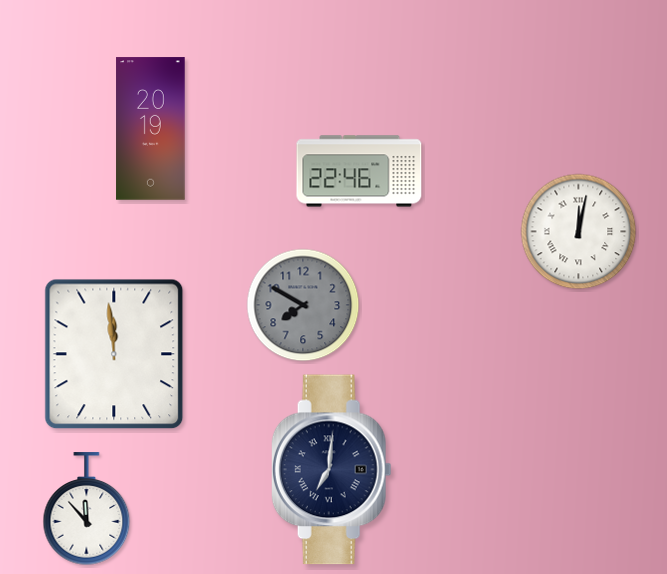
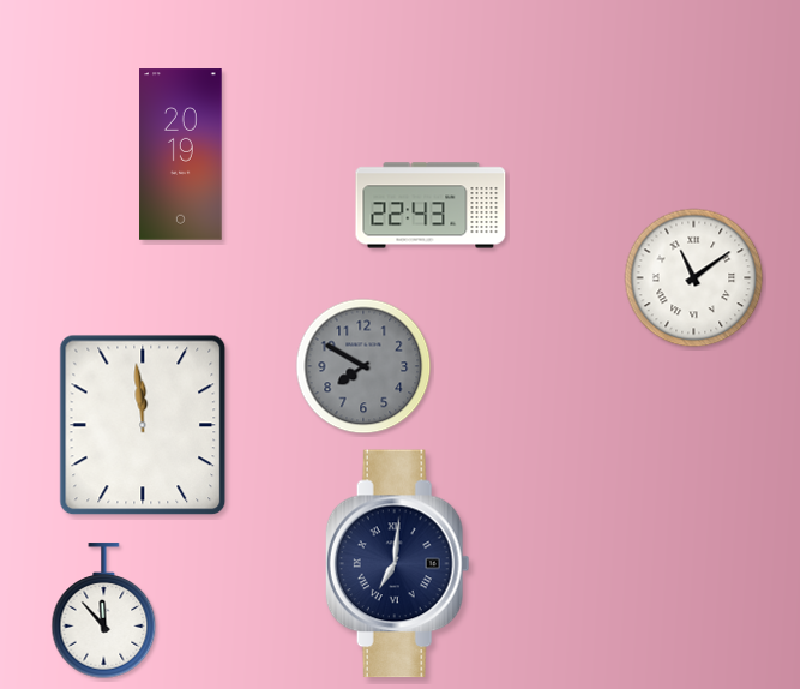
clock at (359, 171): 22:46 -> 22:43
clock at (579, 232): 12:02 -> 11:09
clock at (114, 354) position: (114, 354) -> (143, 425)
